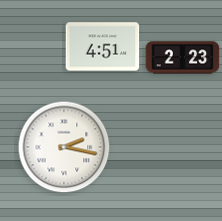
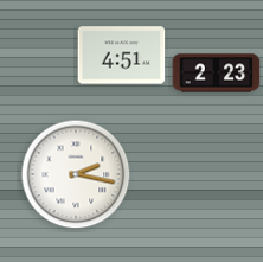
clock at (183, 58) position: (183, 58) -> (217, 74)
